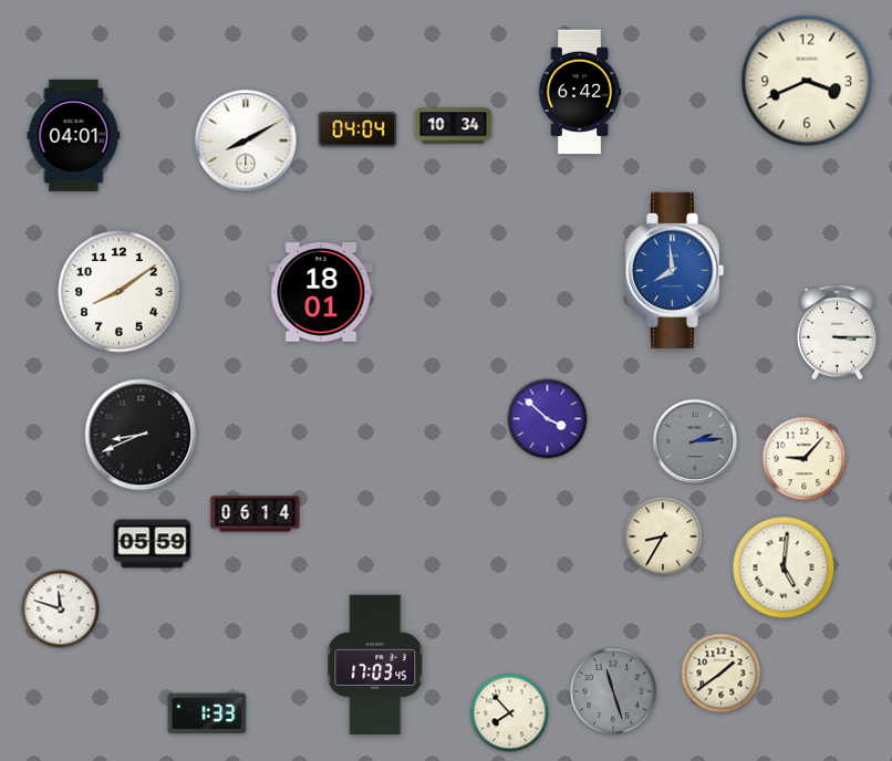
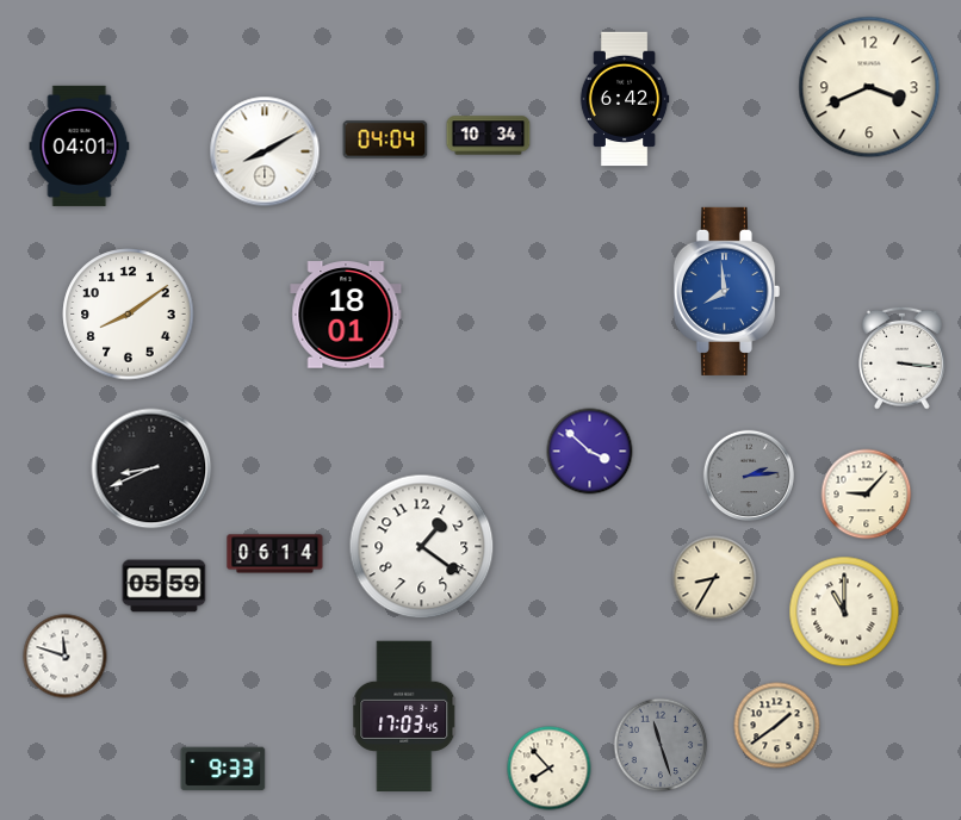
clock at (838, 332): 3:15 -> 3:16
clock at (422, 547): none -> 1:21
clock at (784, 567): 5:01 -> 11:00
clock at (207, 713): 1:33 -> 9:33
